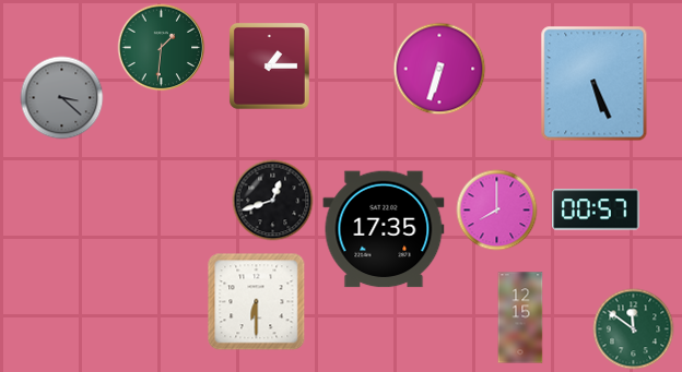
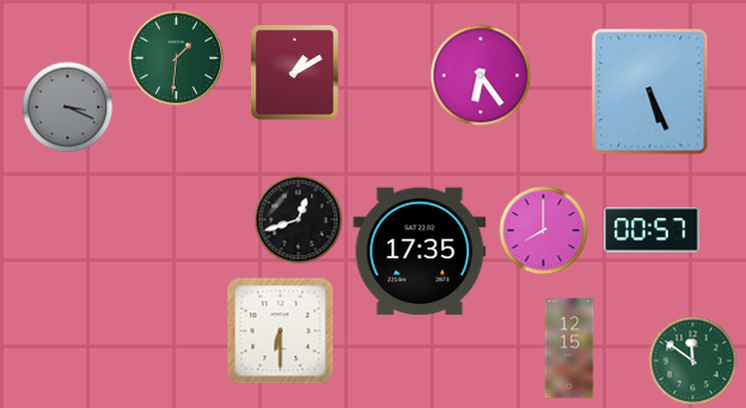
clock at (162, 48) position: (162, 48) -> (177, 59)
clock at (269, 65): 1:15 -> 1:10
clock at (439, 69): 6:33 -> 6:24
clock at (62, 98): 3:22 -> 3:19
